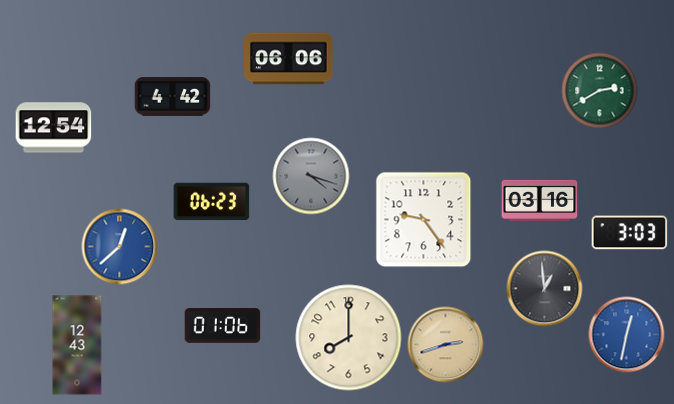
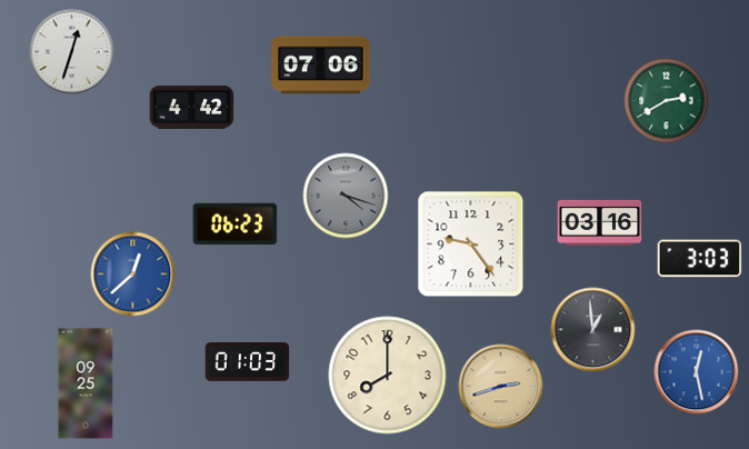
clock at (72, 52): none -> 12:33
clock at (289, 59): 06:06 -> 07:06
clock at (54, 128): 12:54 -> none
clock at (545, 289) position: (545, 289) -> (593, 330)
clock at (223, 326): 01:06 -> 01:03
clock at (627, 335): 12:32 -> 12:28
clock at (77, 345): 12:43 -> 09:25
clock at (446, 345) position: (446, 345) -> (501, 387)
